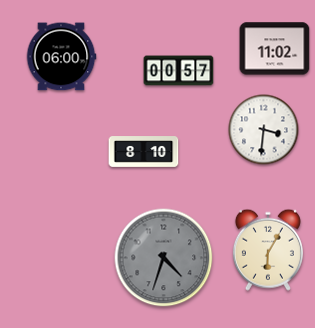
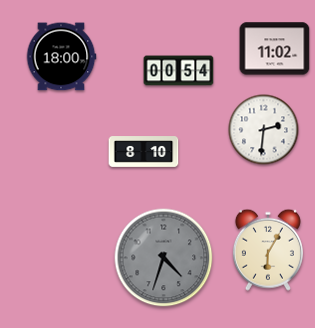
clock at (61, 57): 06:00 -> 18:00
clock at (179, 71): 00:57 -> 00:54
clock at (264, 130): 3:31 -> 2:31
